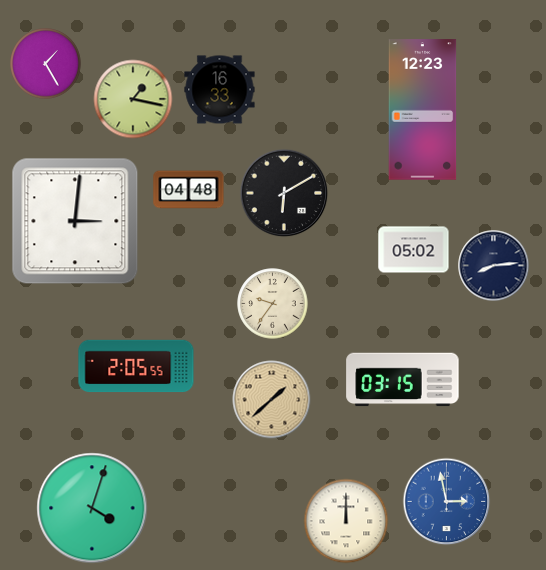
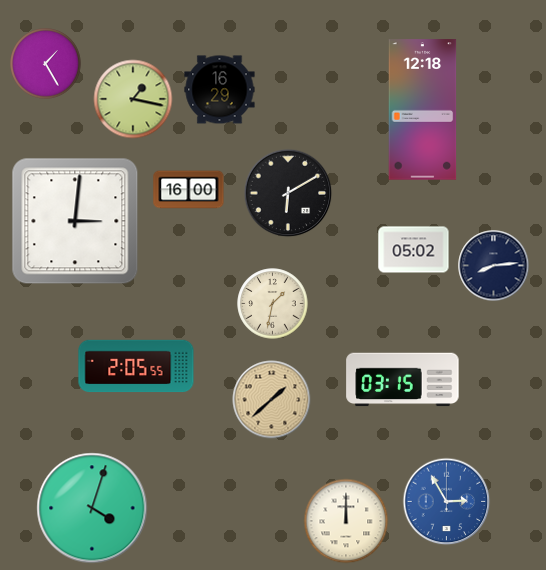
clock at (220, 90): 16:33 -> 16:29
clock at (423, 110): 12:23 -> 12:18
clock at (189, 190): 04:48 -> 16:00
clock at (284, 193) position: (284, 193) -> (288, 193)
clock at (273, 304): 9:36 -> 1:32
clock at (447, 502): 2:58 -> 2:55
